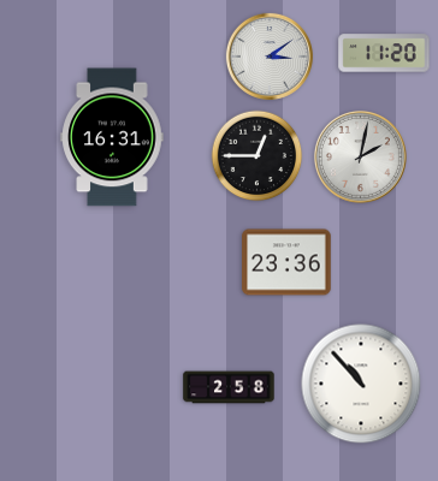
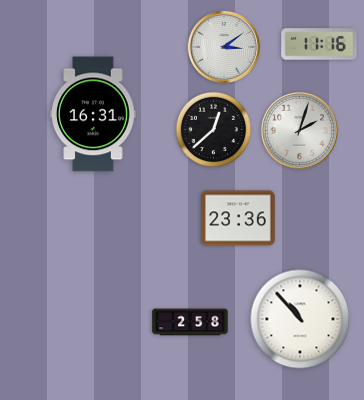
clock at (384, 53): 11:20 -> 11:16
clock at (258, 156): 12:45 -> 12:38
clock at (360, 156): 2:02 -> 2:03
